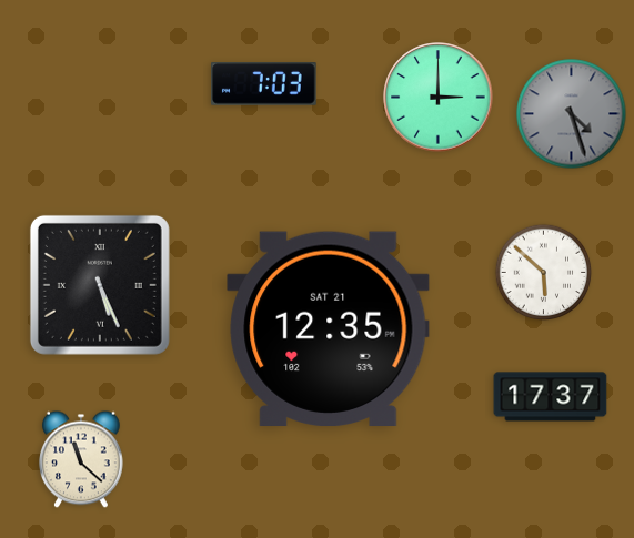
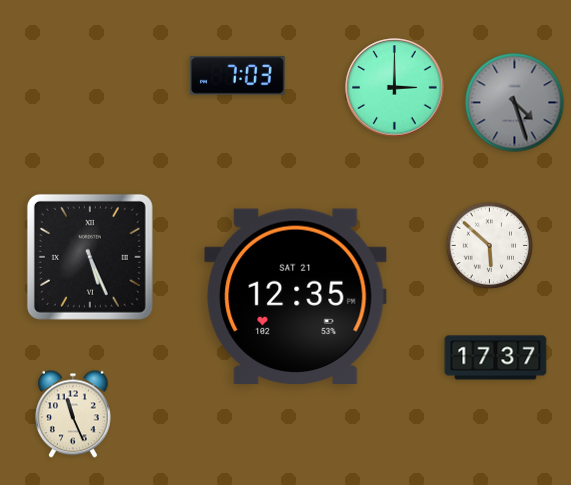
clock at (82, 459): 11:22 -> 11:26
